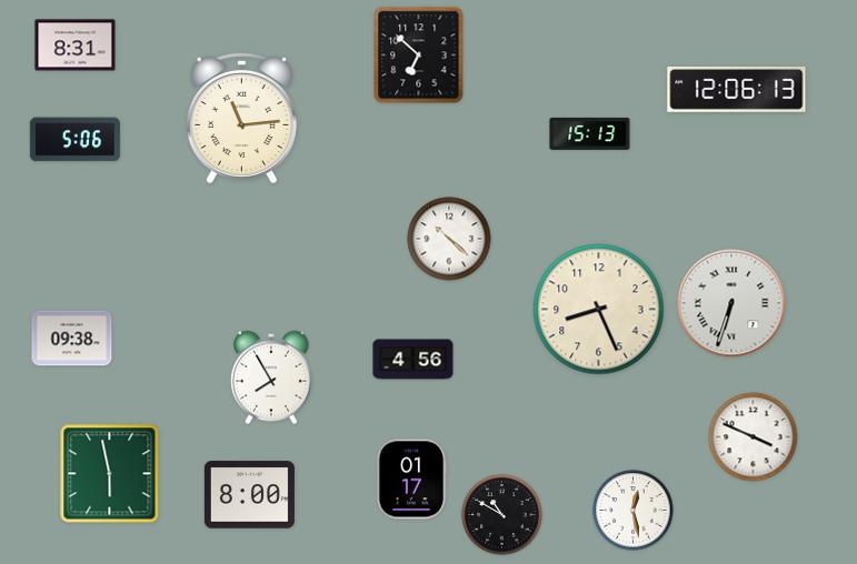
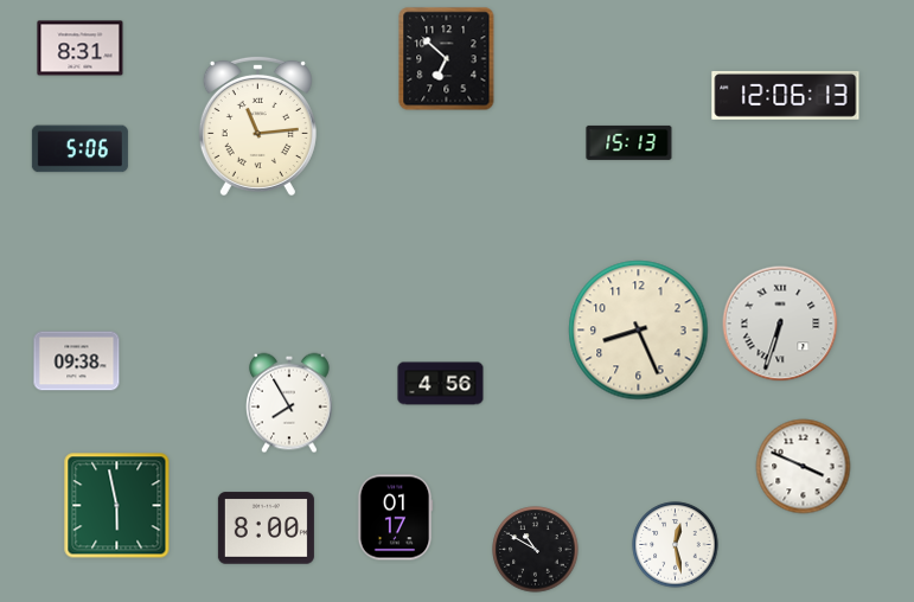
clock at (449, 239): 10:22 -> none
clock at (411, 480) position: (411, 480) -> (395, 518)
